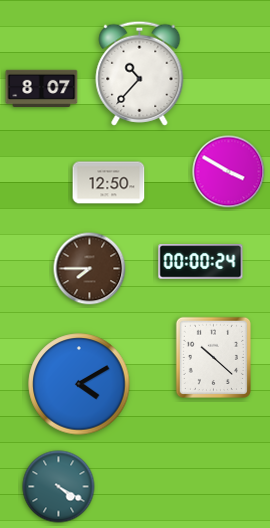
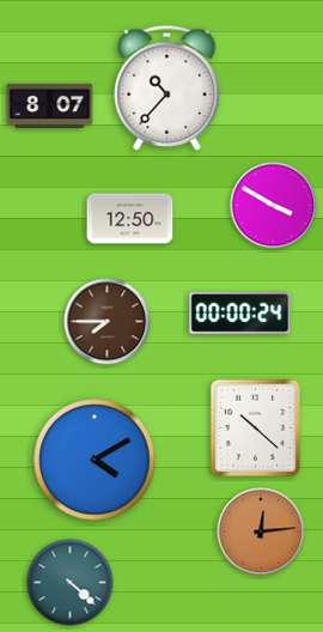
clock at (261, 531): none -> 12:14
clock at (59, 487): 4:20 -> 4:22
